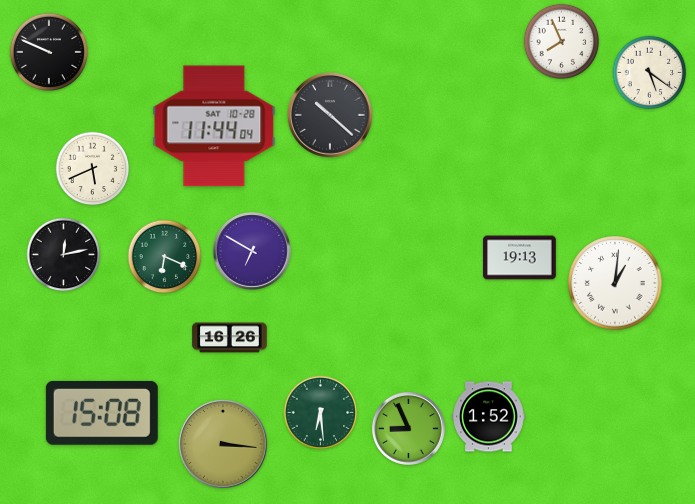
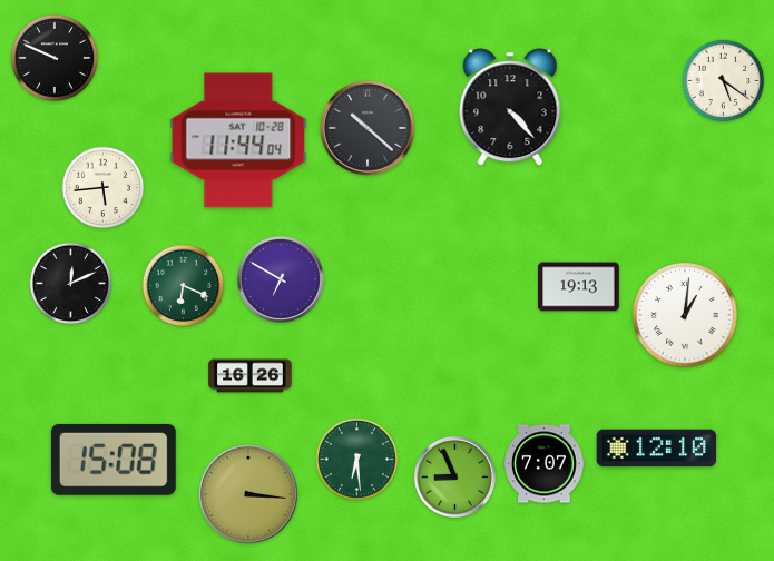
clock at (562, 42): 7:56 -> none
clock at (510, 107): none -> 4:23
clock at (93, 169): 5:41 -> 5:44
clock at (64, 255): 12:13 -> 12:11
clock at (230, 338) position: (230, 338) -> (251, 376)
clock at (657, 449): none -> 12:10
clock at (489, 417): 1:52 -> 7:07
